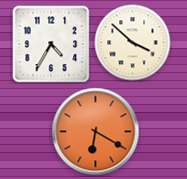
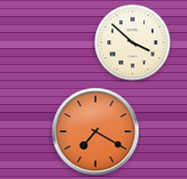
clock at (51, 44): 4:35 -> none
clock at (96, 132): 6:20 -> 7:20
